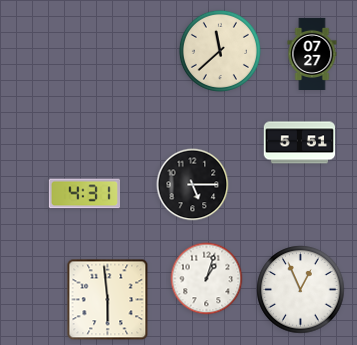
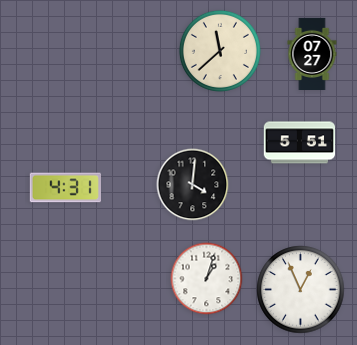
clock at (193, 185): 5:15 -> 4:01
clock at (85, 194) position: (85, 194) -> (66, 188)
clock at (108, 300): 5:59 -> none
